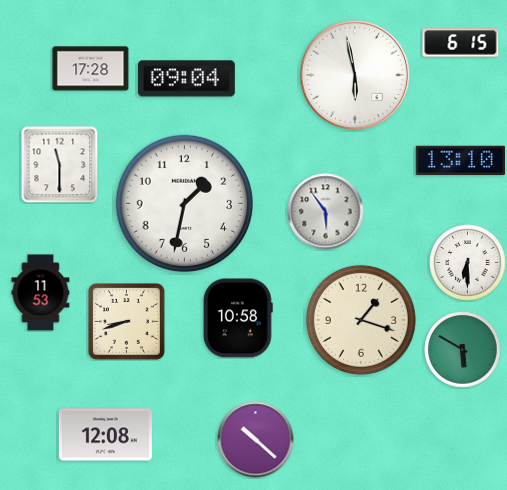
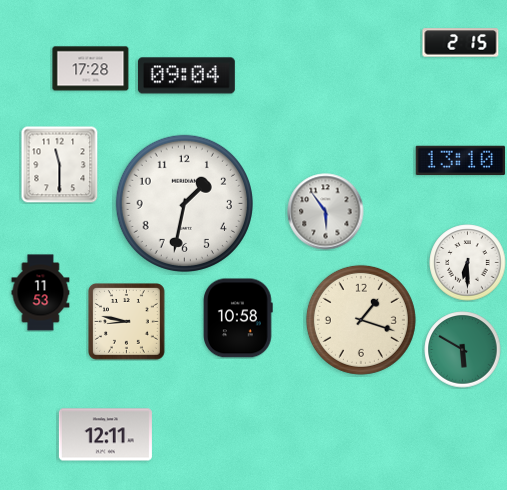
clock at (461, 43): 6:15 -> 2:15
clock at (355, 75): 5:58 -> none
clock at (186, 79) position: (186, 79) -> (186, 76)
clock at (127, 322): 8:42 -> 8:47
clock at (105, 435): 12:08 -> 12:11
clock at (256, 440): 10:22 -> none
